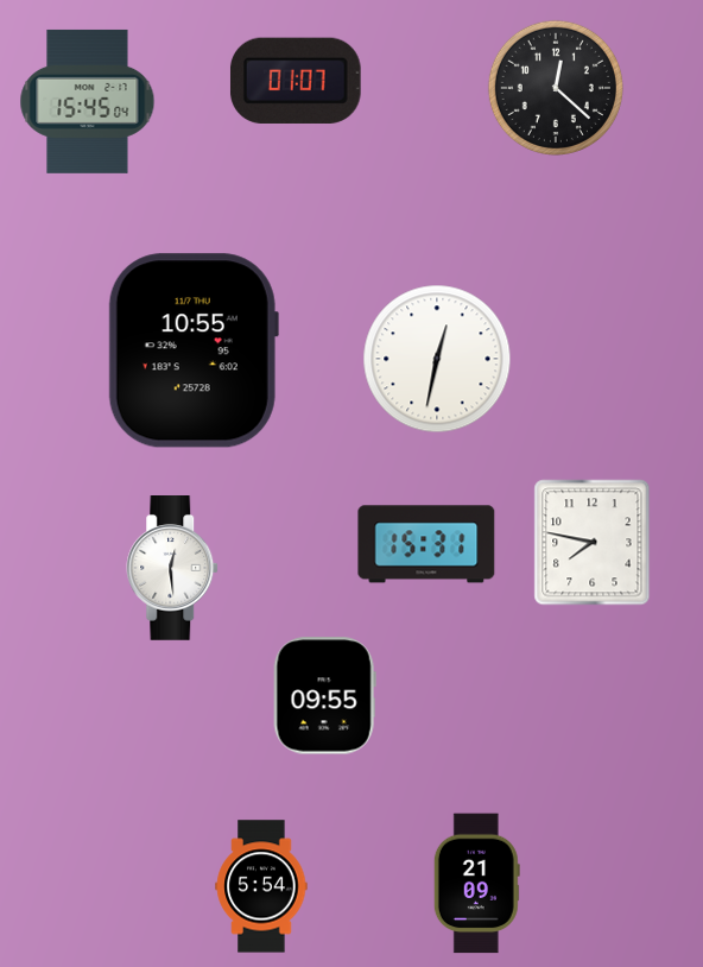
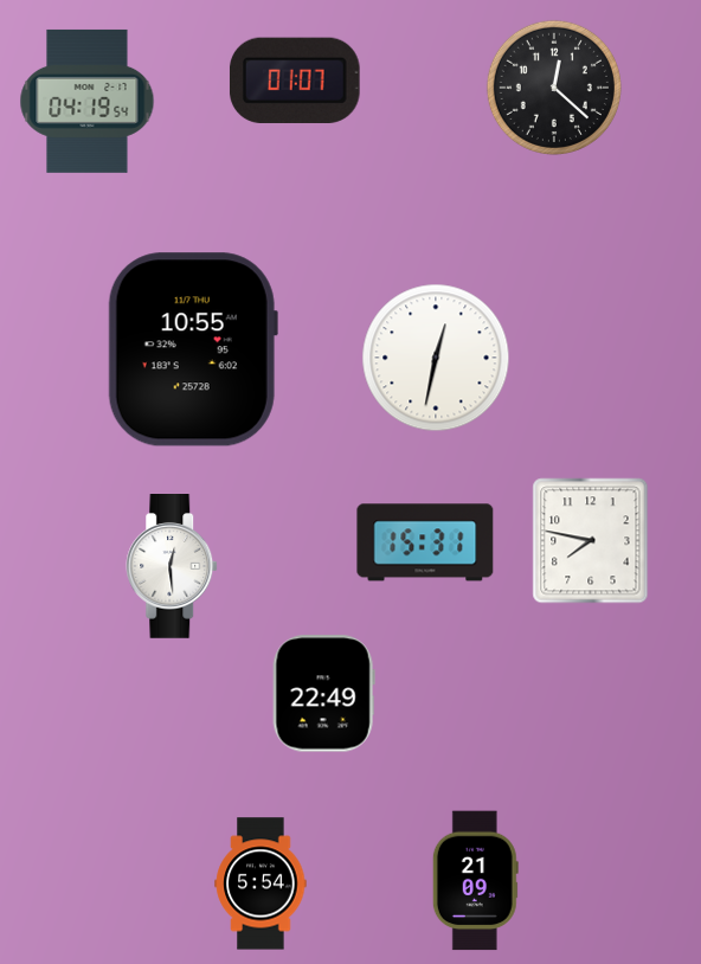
clock at (88, 101): 15:45 -> 04:19
clock at (324, 696): 09:55 -> 22:49
